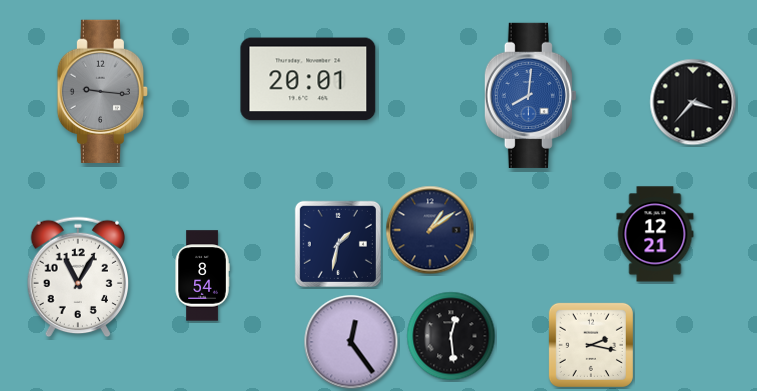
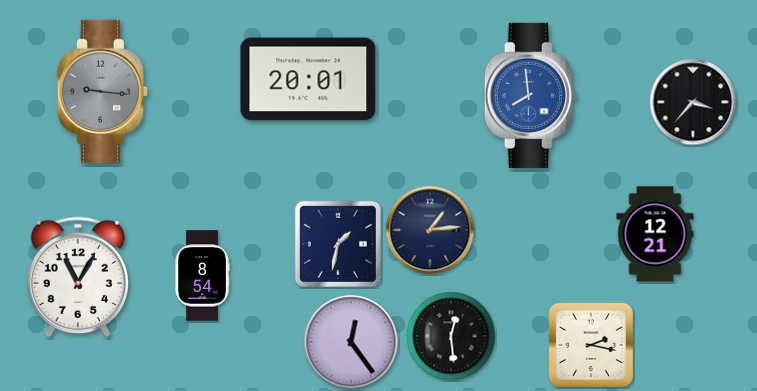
clock at (530, 95): 8:01 -> 7:59
clock at (430, 230): 1:09 -> 1:14
